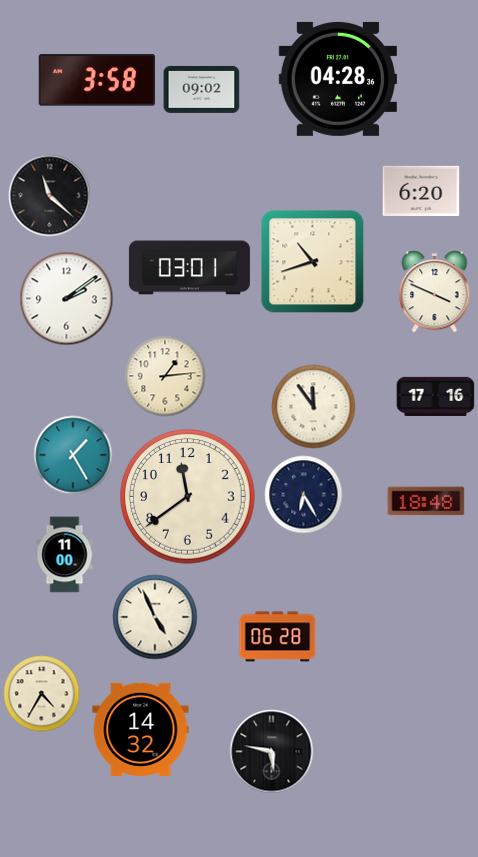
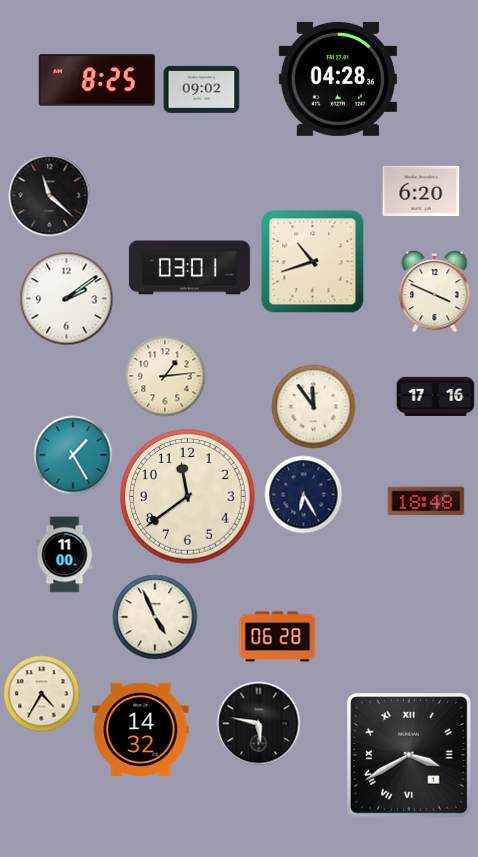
clock at (97, 80): 3:58 -> 8:25
clock at (272, 752) position: (272, 752) -> (259, 724)
clock at (410, 756): none -> 3:40
